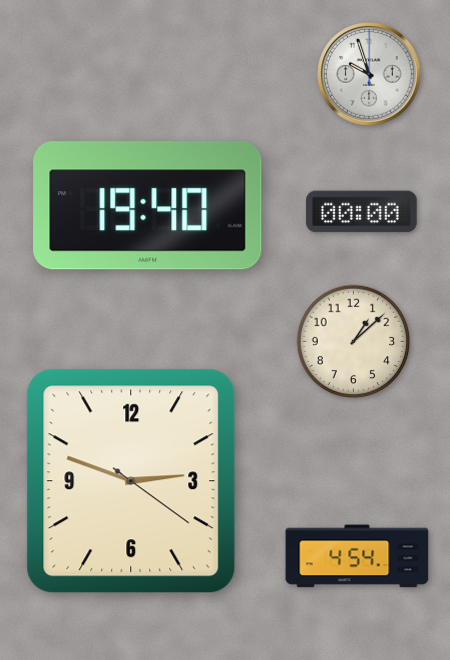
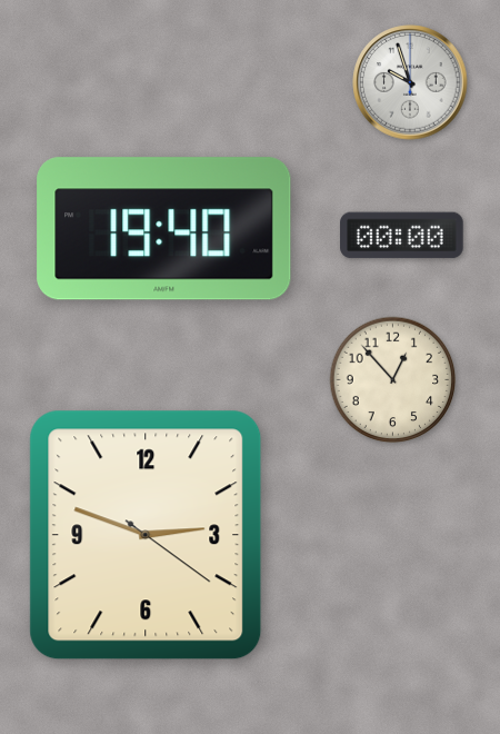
clock at (354, 342): 1:08 -> 12:53
clock at (357, 556): 4:54 -> none
